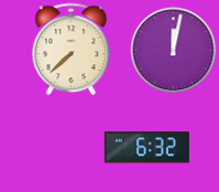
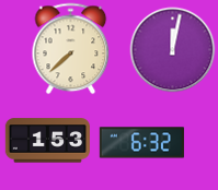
clock at (47, 141): none -> 1:53
clock at (146, 148) position: (146, 148) -> (141, 143)
